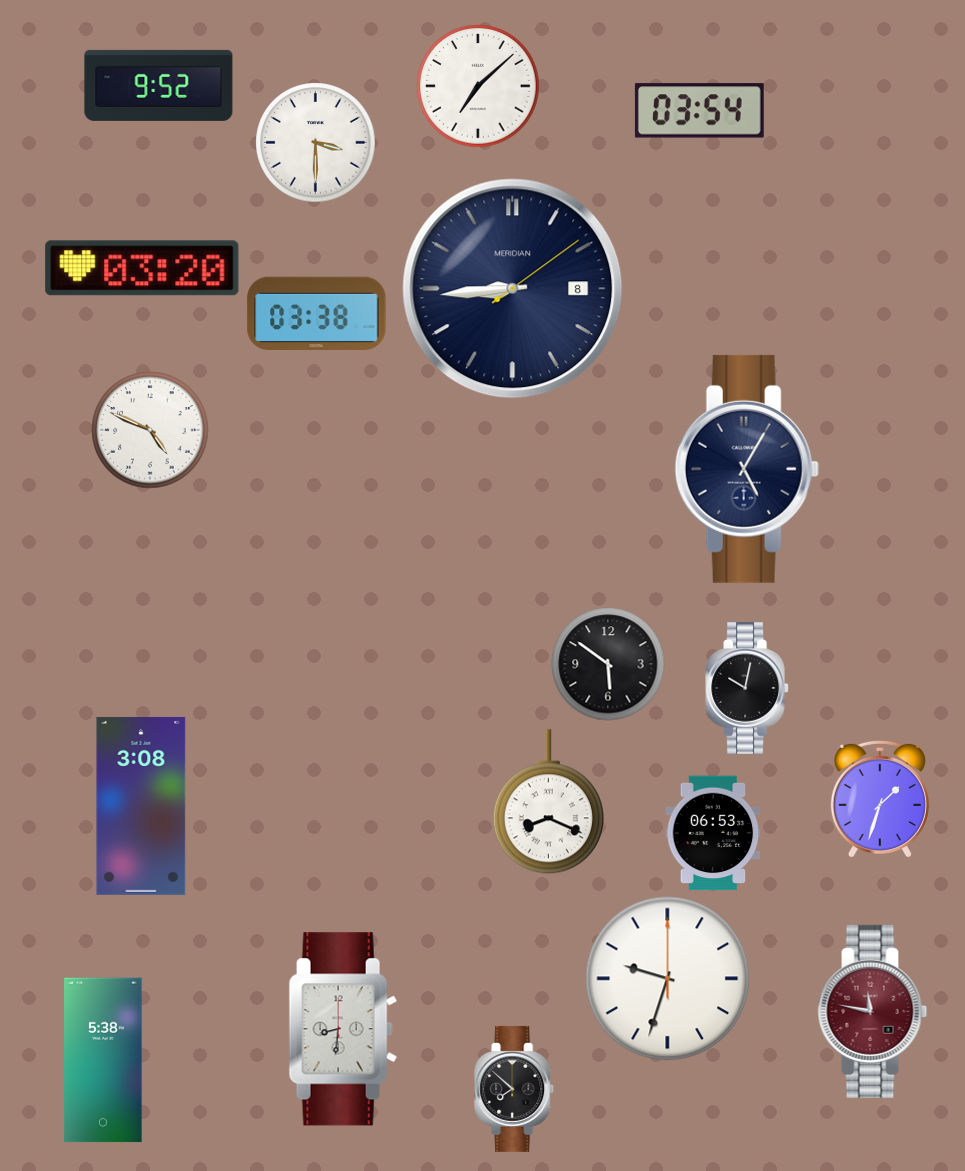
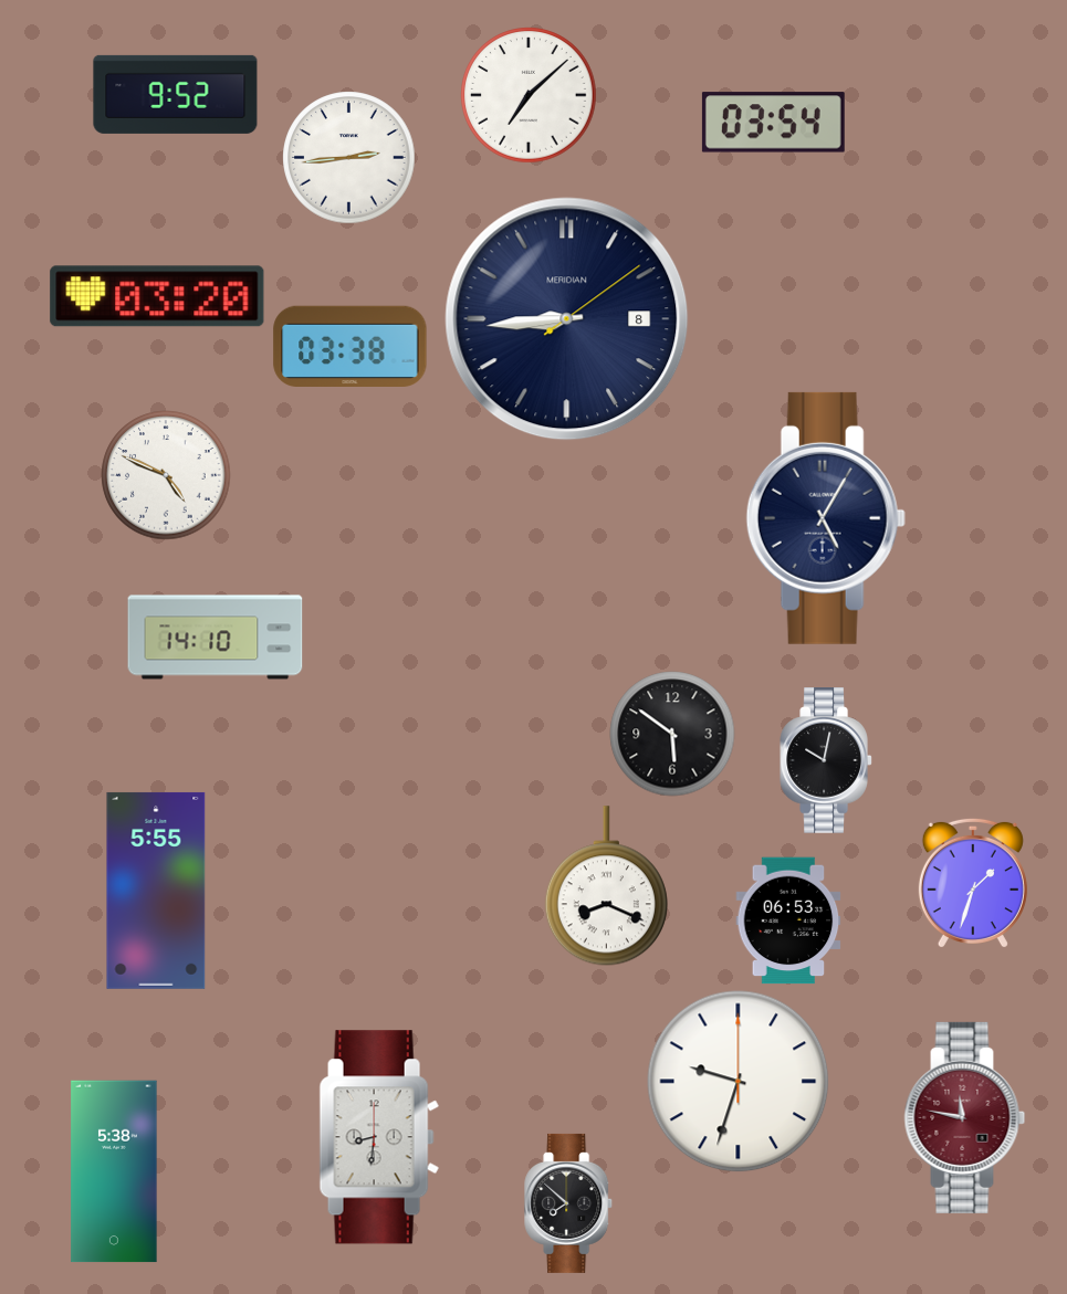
clock at (316, 143): 3:30 -> 2:44
clock at (216, 638): none -> 14:10
clock at (141, 806): 3:08 -> 5:55
